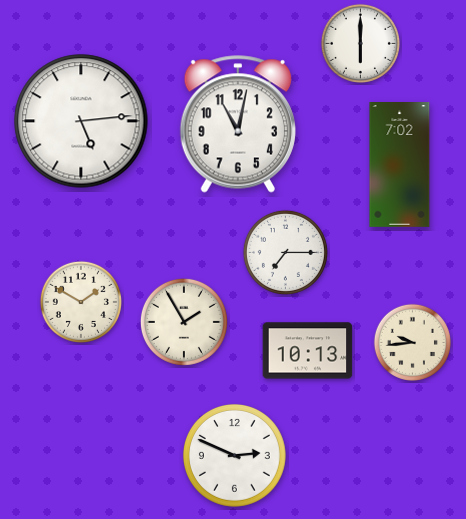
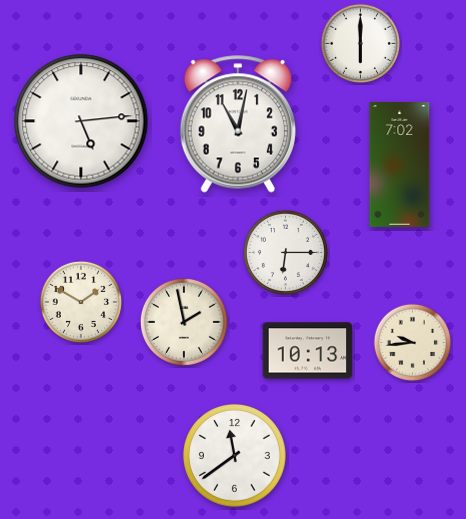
clock at (285, 252): 7:15 -> 6:15
clock at (184, 322): 1:55 -> 1:58
clock at (234, 455): 2:49 -> 11:39
